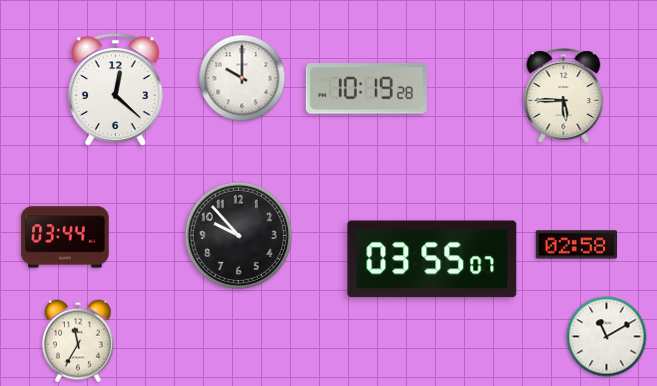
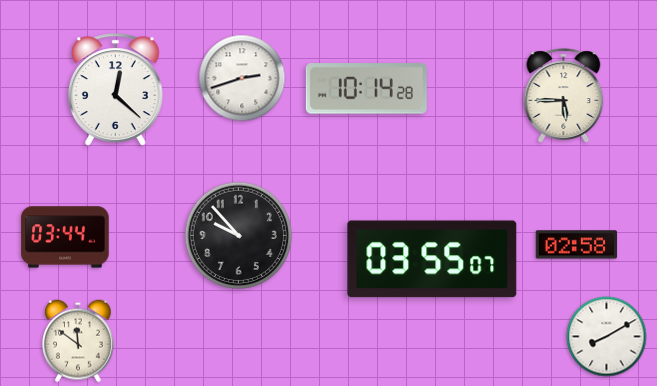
clock at (242, 78): 10:00 -> 2:42
clock at (366, 89): 10:19 -> 10:14
clock at (607, 337): 11:10 -> 8:10
clock at (78, 341): 11:35 -> 11:51
